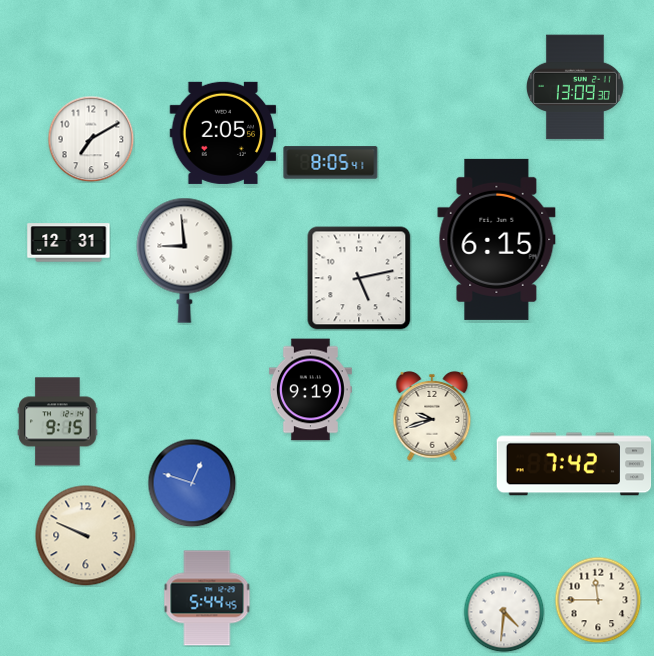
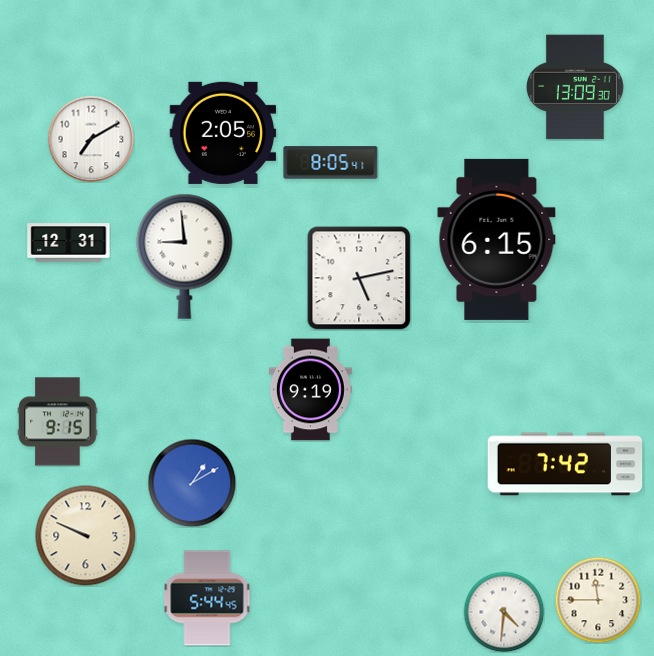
clock at (185, 260) position: (185, 260) -> (185, 256)
clock at (432, 416): 9:42 -> none
clock at (574, 464) position: (574, 464) -> (565, 464)
clock at (192, 483): 12:48 -> 1:10
